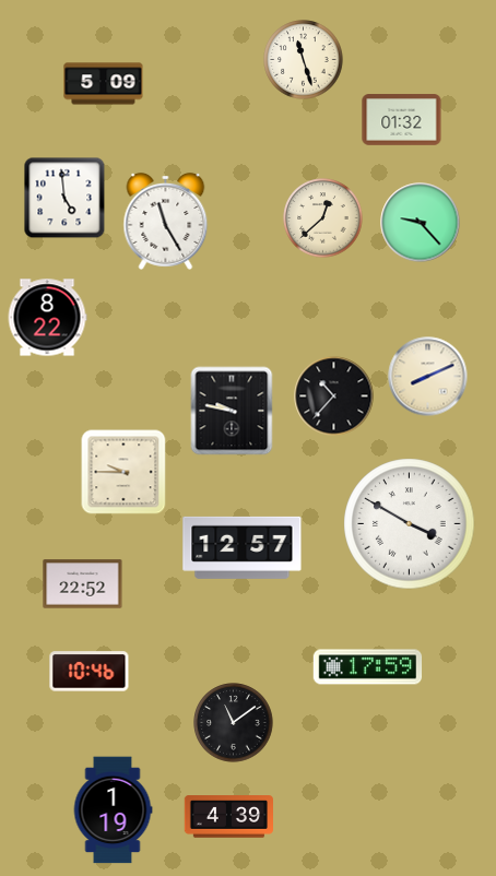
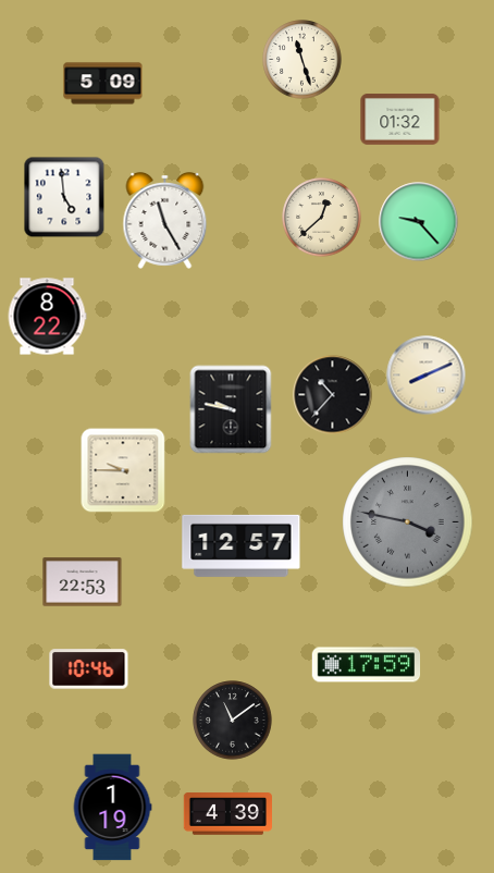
clock at (410, 524): 3:50 -> 3:47
clock at (410, 524) dial: white -> grey
clock at (83, 584): 22:52 -> 22:53
